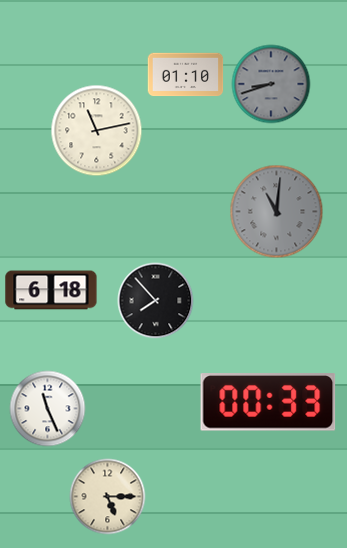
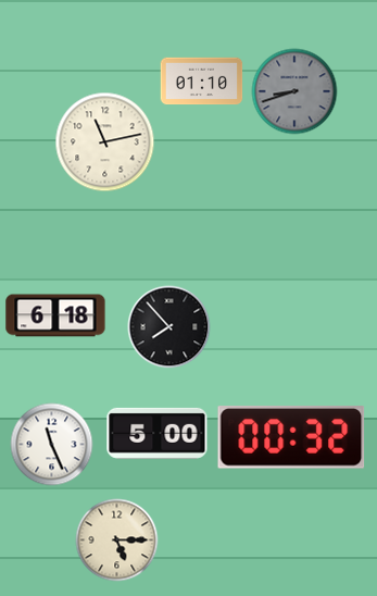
clock at (277, 212): 11:01 -> none
clock at (158, 433): none -> 5:00
clock at (268, 402): 00:33 -> 00:32
